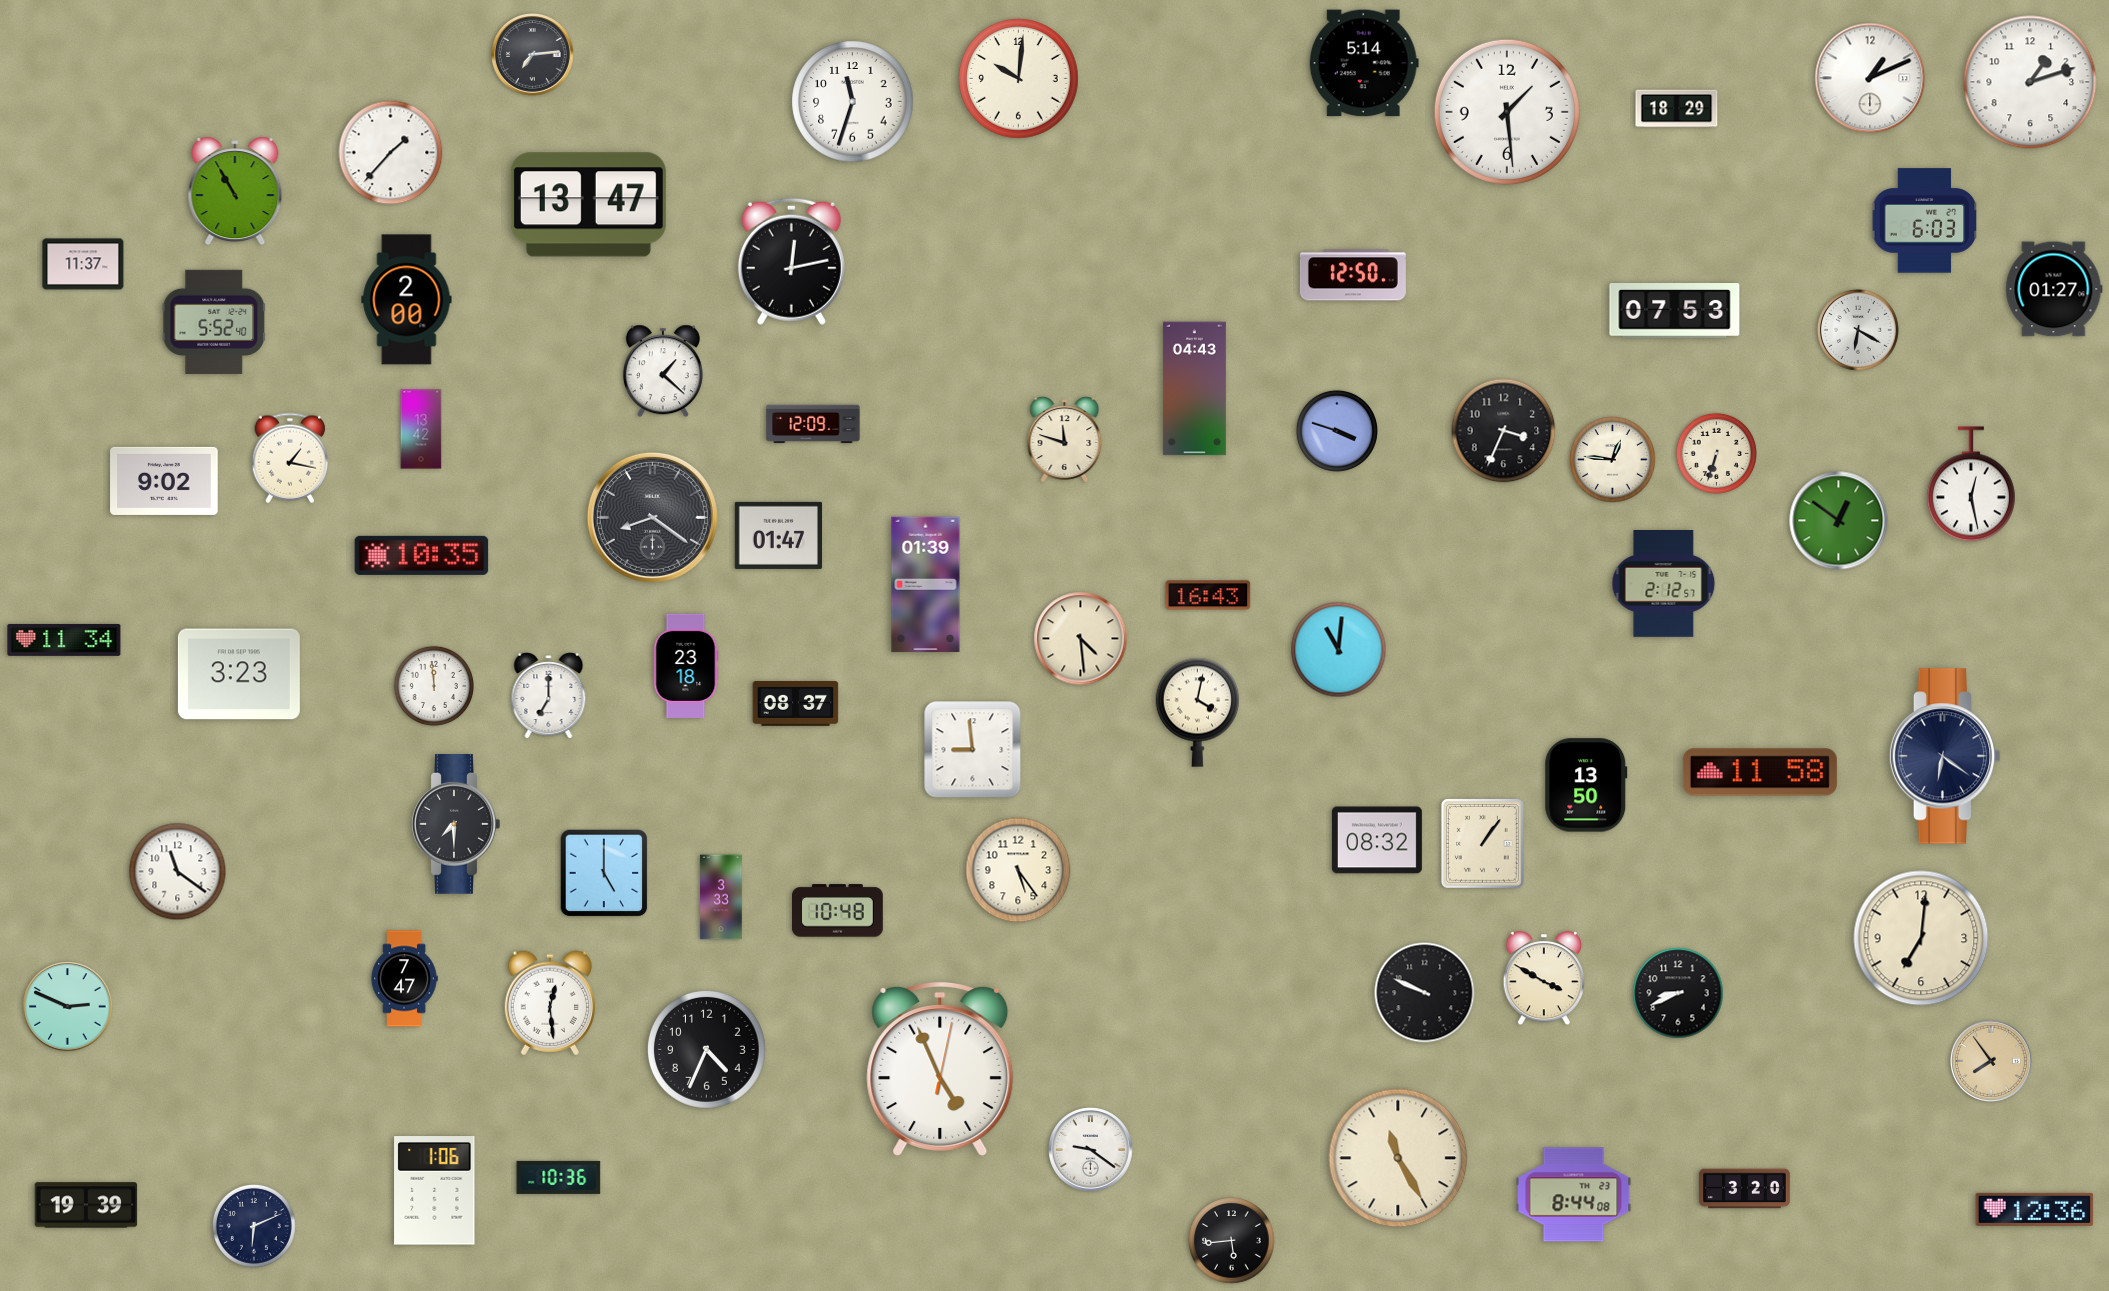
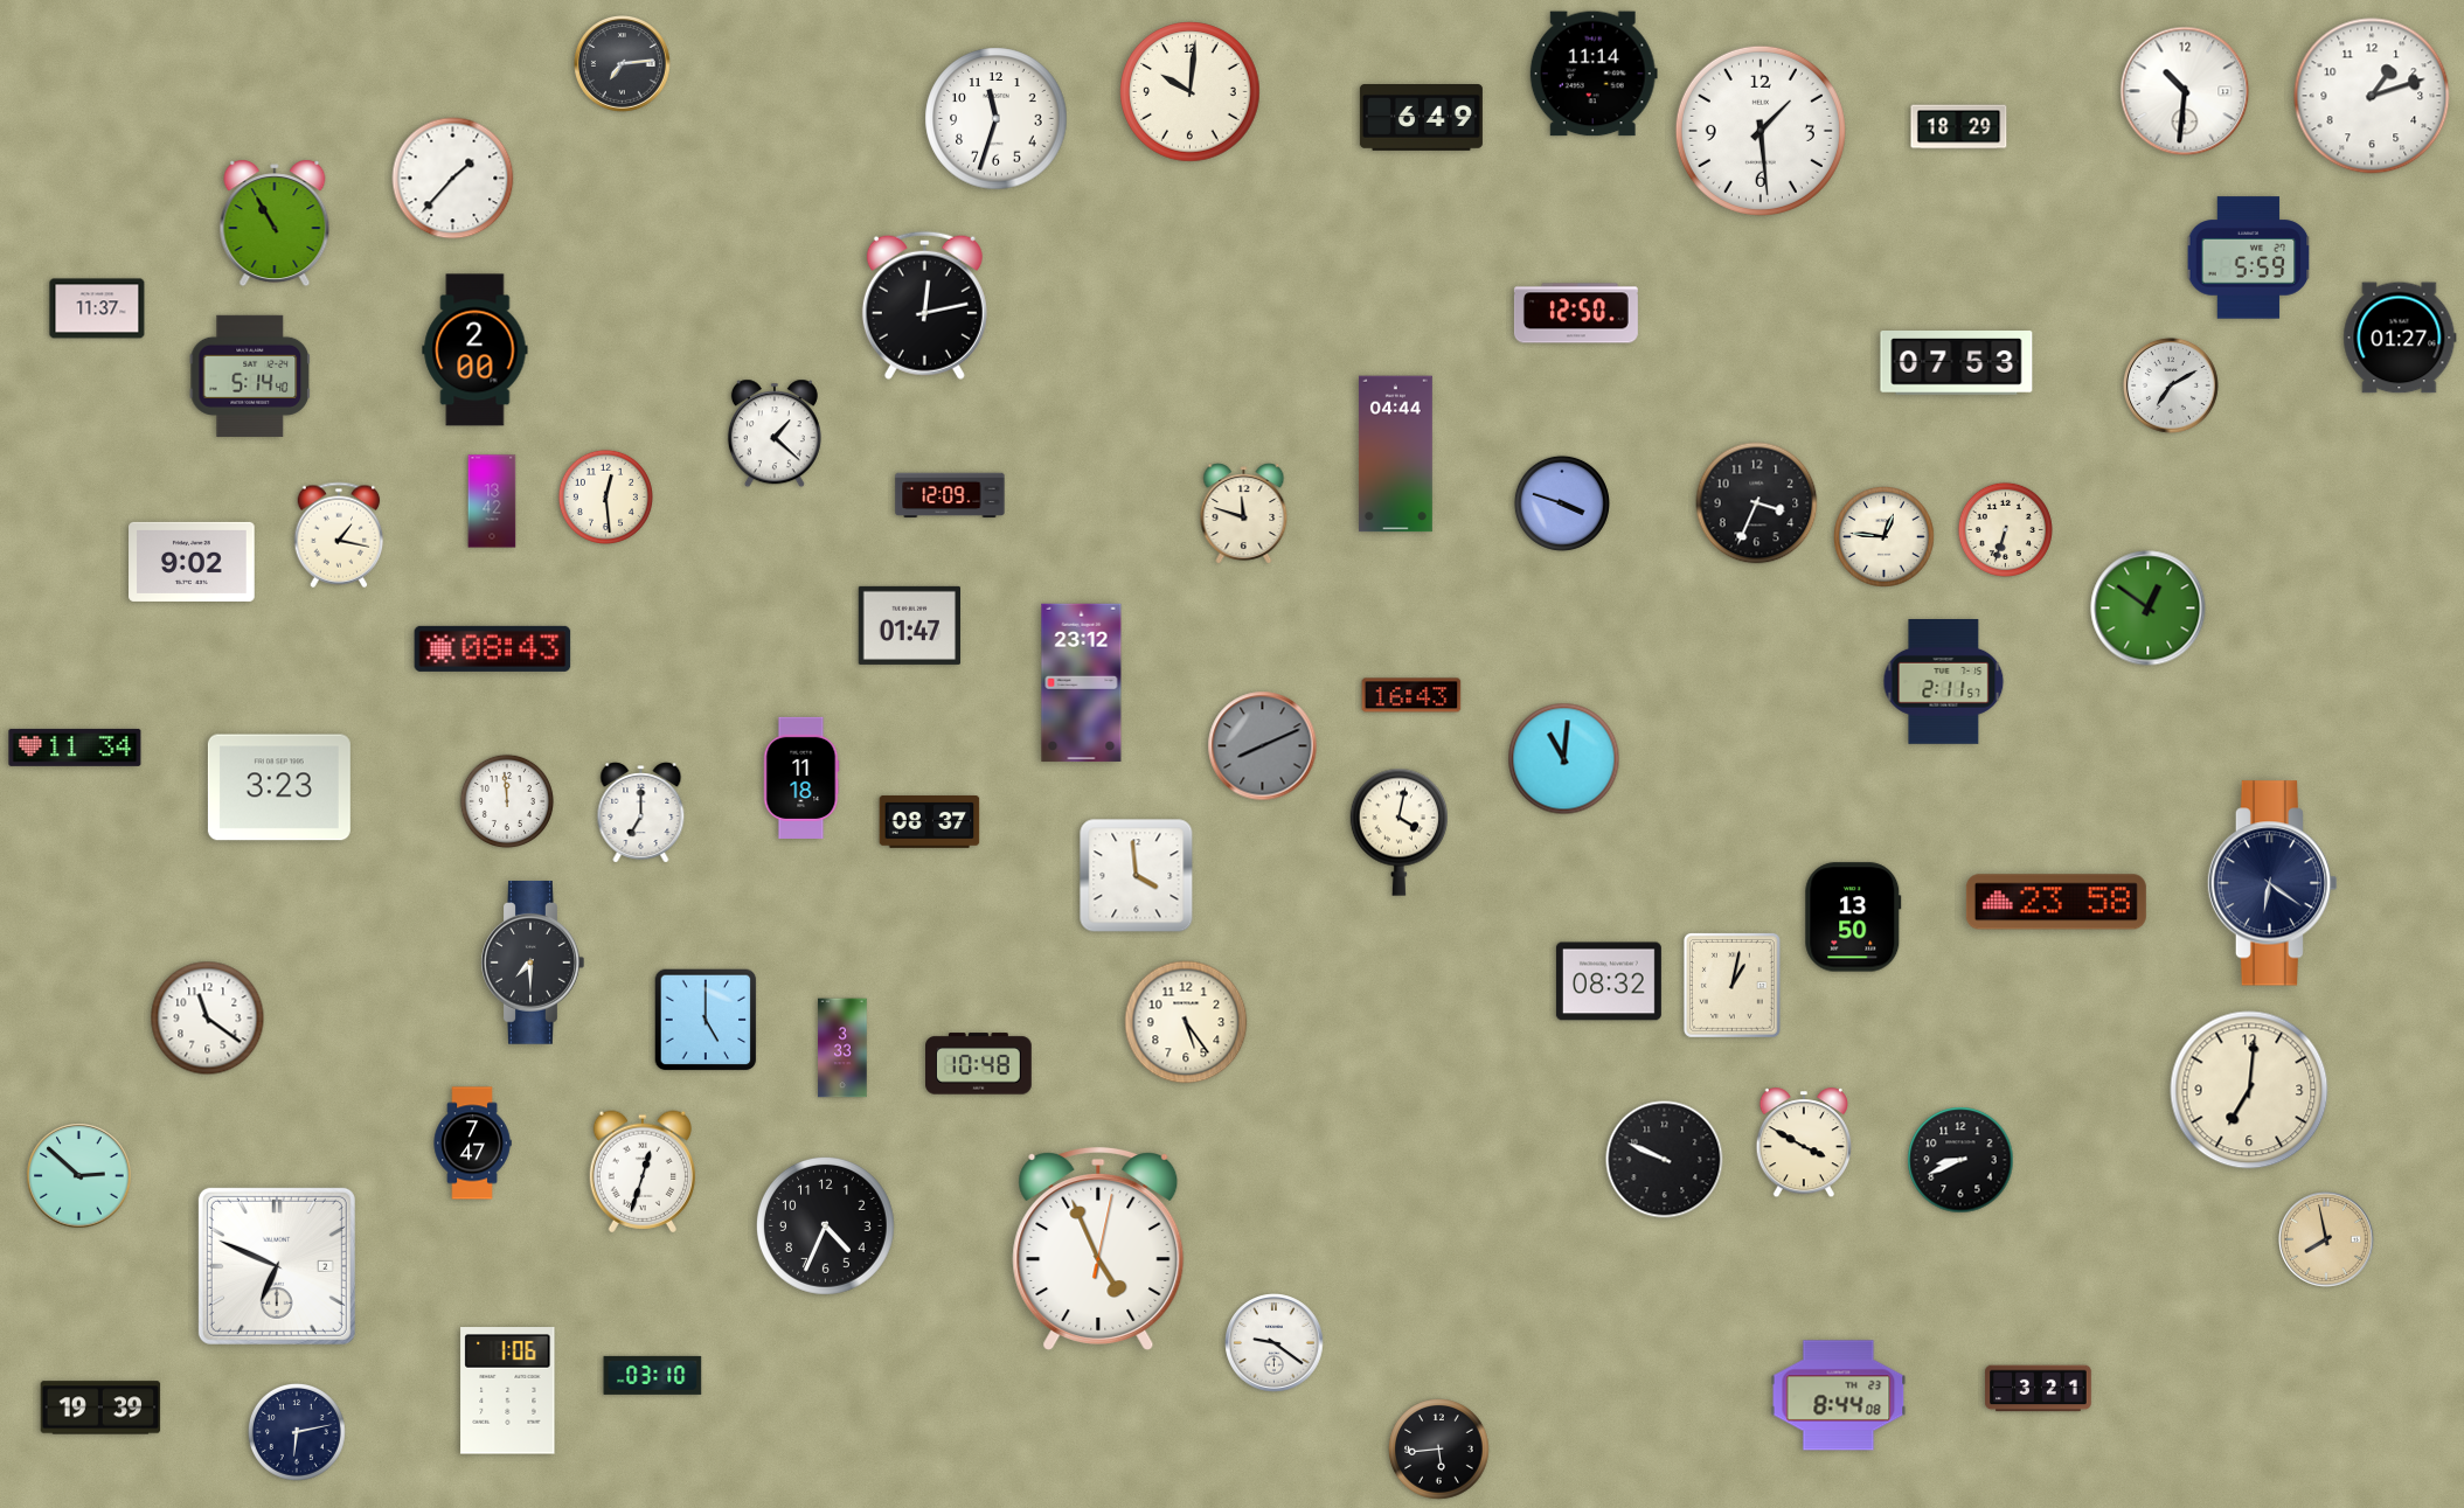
clock at (1364, 63): 5:14 -> 11:14
clock at (1870, 78): 1:11 -> 10:31
clock at (1421, 118): none -> 6:49
clock at (391, 153) position: (391, 153) -> (453, 179)
clock at (588, 205): 13:47 -> none
clock at (1925, 221): 6:03 -> 5:59
clock at (1353, 275) position: (1353, 275) -> (1576, 313)
clock at (214, 322): 5:52 -> 5:14
clock at (1859, 331): 6:20 -> 7:10
clock at (1194, 389): 04:43 -> 04:44
clock at (605, 496): none -> 12:29
clock at (1971, 484): 12:28 -> none
clock at (652, 517): 8:21 -> none
clock at (422, 555): 10:35 -> 08:43
clock at (1664, 584): 2:12 -> 2:11
clock at (926, 585): 01:39 -> 23:12
clock at (1081, 639): 4:29 -> 8:11
clock at (1081, 639) dial: cream -> grey
clock at (686, 666): 23:18 -> 11:18
clock at (973, 750): 8:59 -> 3:59
clock at (1760, 772): 11:58 -> 23:58
clock at (1482, 843): 1:06 -> 1:02
clock at (1018, 870) position: (1018, 870) -> (1186, 1022)
clock at (1921, 938) position: (1921, 938) -> (2249, 1090)
clock at (550, 1003): 12:29 -> 12:33
clock at (68, 1007): 2:49 -> 2:52
clock at (1992, 1062): 7:54 -> 7:58
clock at (277, 1266): none -> 6:49
clock at (1398, 1158): 11:25 -> none
clock at (559, 1177): 10:36 -> 03:10
clock at (1745, 1189): 3:20 -> 3:21
clock at (2035, 1209): 12:36 -> none
clock at (254, 1226): 6:11 -> 6:13
